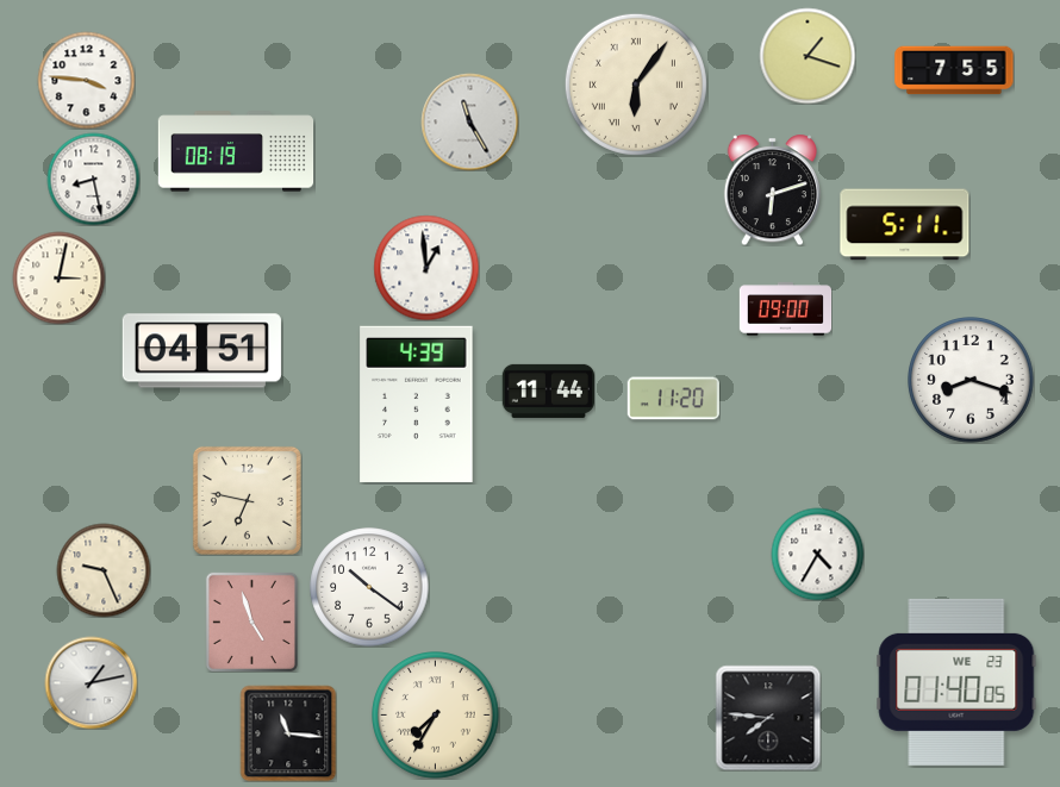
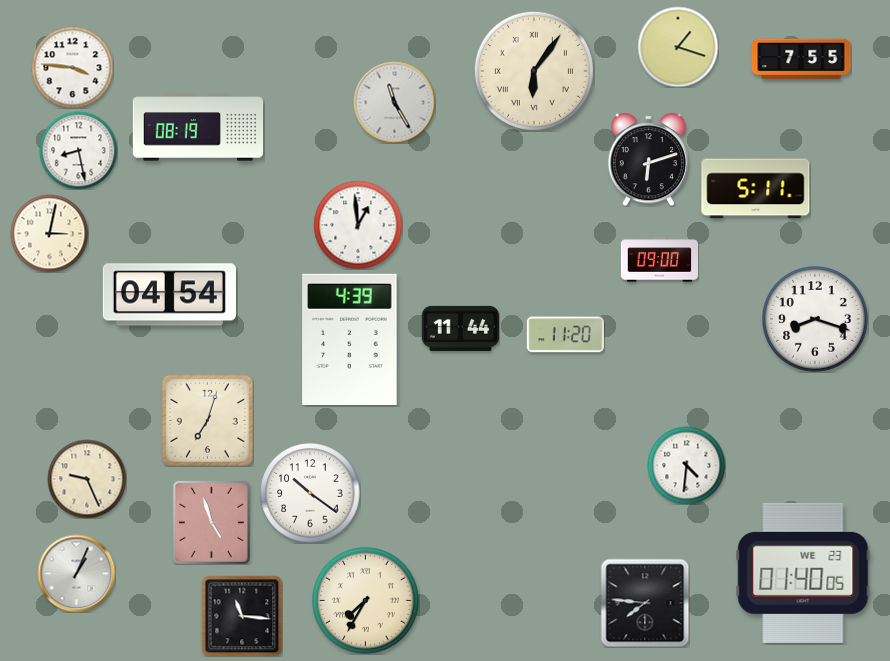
clock at (905, 225) position: (905, 225) -> (756, 189)
clock at (201, 351): 04:51 -> 04:54
clock at (247, 500): 6:47 -> 7:03
clock at (817, 554): 4:35 -> 4:31
clock at (91, 682): 1:13 -> 1:04
